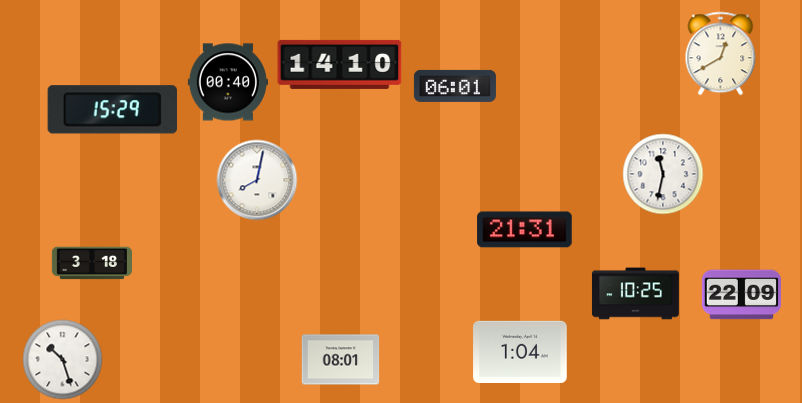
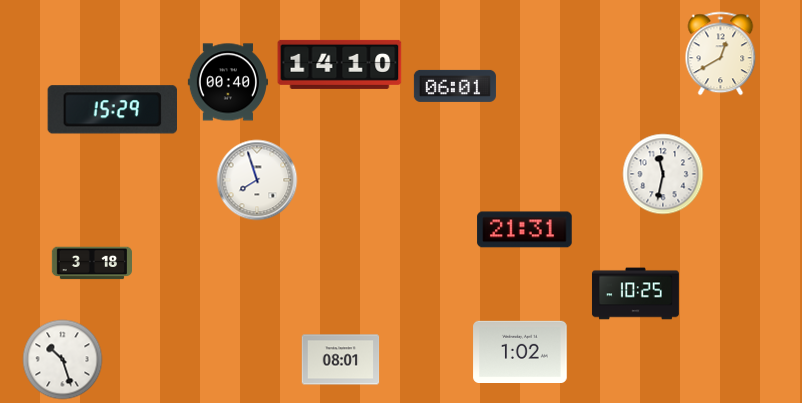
clock at (257, 180): 8:02 -> 7:57
clock at (741, 295): 22:09 -> none
clock at (520, 351): 1:04 -> 1:02
